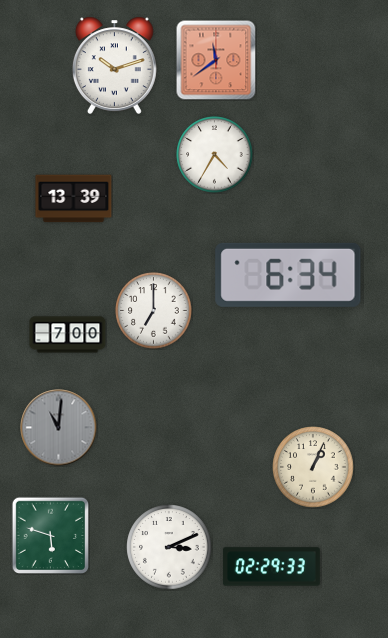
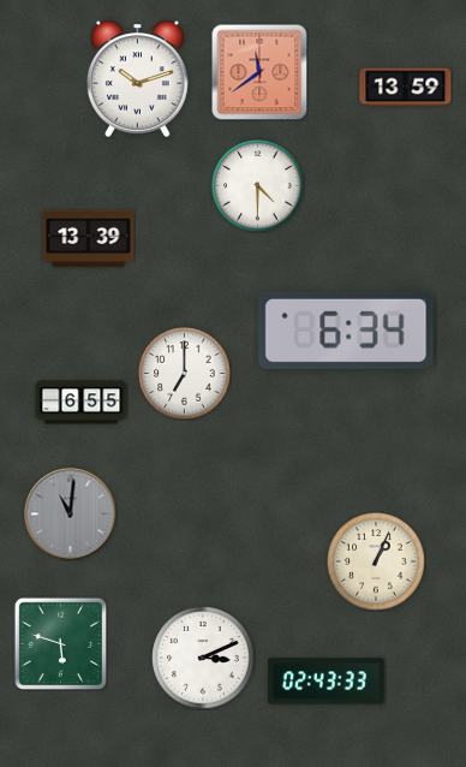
clock at (406, 88): none -> 13:59
clock at (215, 155): 4:35 -> 4:30
clock at (68, 335): 7:00 -> 6:55
clock at (271, 567): 02:29 -> 02:43
